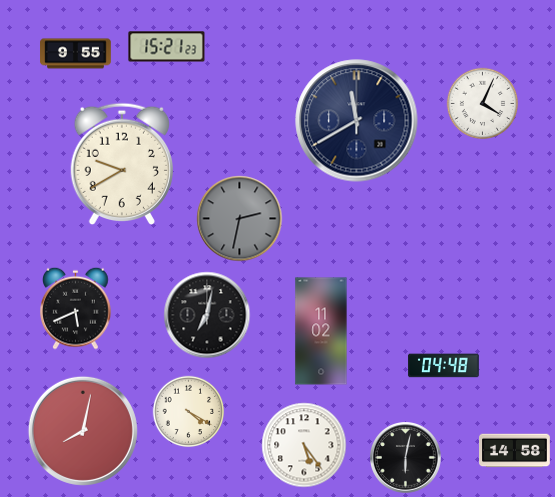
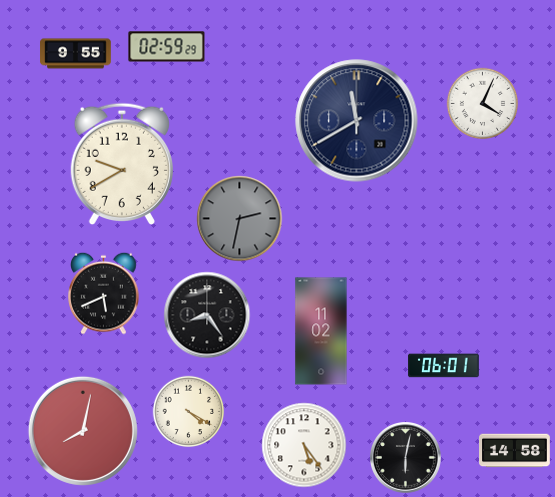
clock at (167, 47): 15:21 -> 02:59
clock at (76, 308) position: (76, 308) -> (104, 293)
clock at (207, 315): 7:02 -> 8:24
clock at (444, 366): 04:48 -> 06:01
